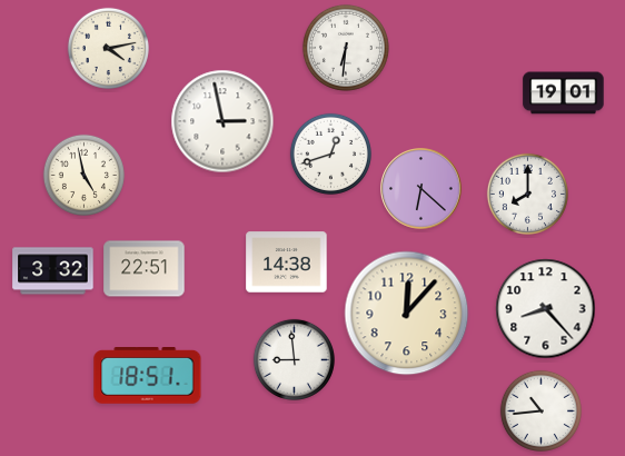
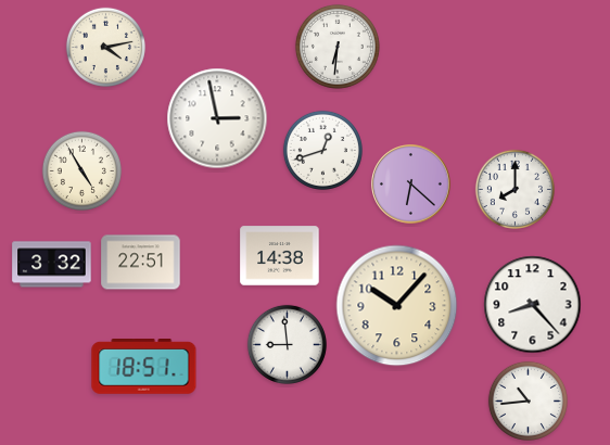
clock at (564, 93): 19:01 -> none
clock at (83, 175): 4:58 -> 4:55
clock at (546, 309) position: (546, 309) -> (533, 305)
clock at (407, 314): 12:07 -> 10:07
clock at (294, 359) position: (294, 359) -> (287, 344)
